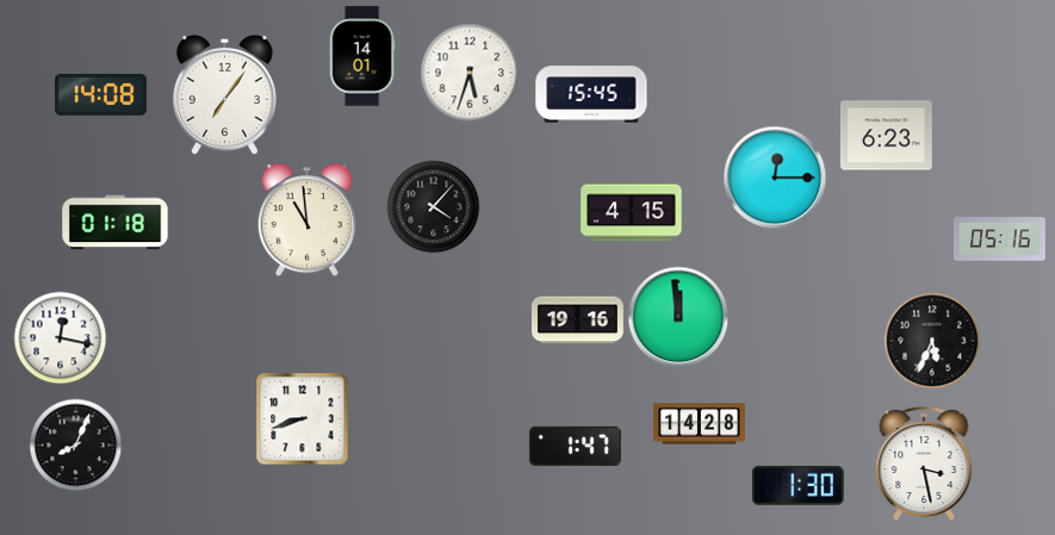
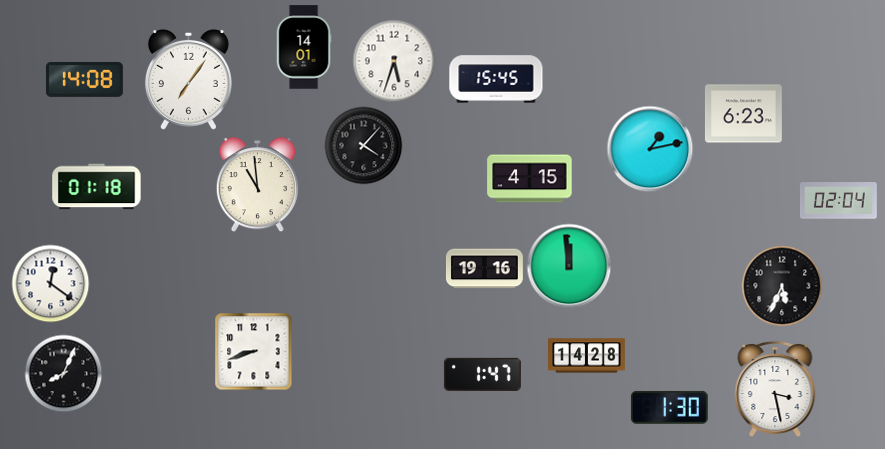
clock at (775, 178): 12:15 -> 1:13
clock at (433, 206) position: (433, 206) -> (363, 145)
clock at (999, 239): 05:16 -> 02:04
clock at (60, 337): 12:17 -> 12:21
